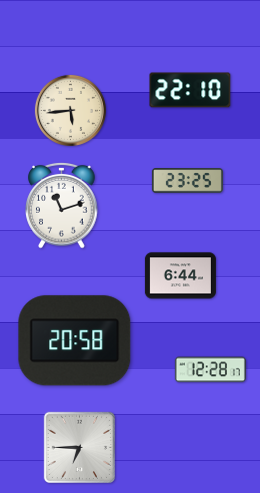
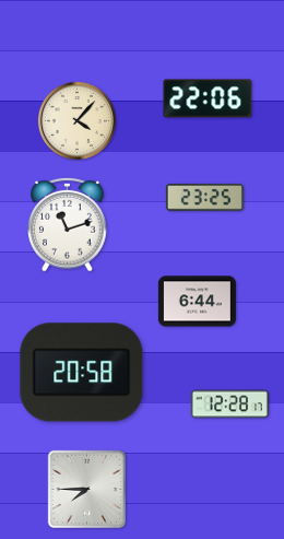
clock at (190, 90): 22:10 -> 22:06
clock at (70, 110): 5:44 -> 4:07
clock at (79, 447): 6:45 -> 7:45
